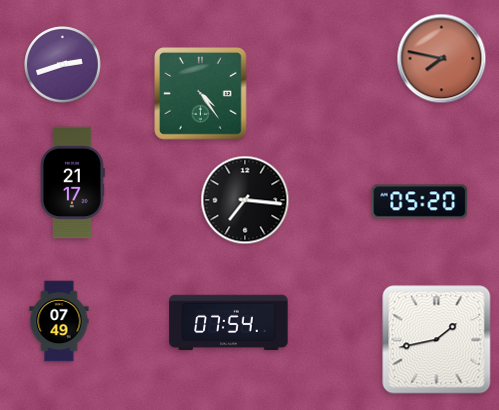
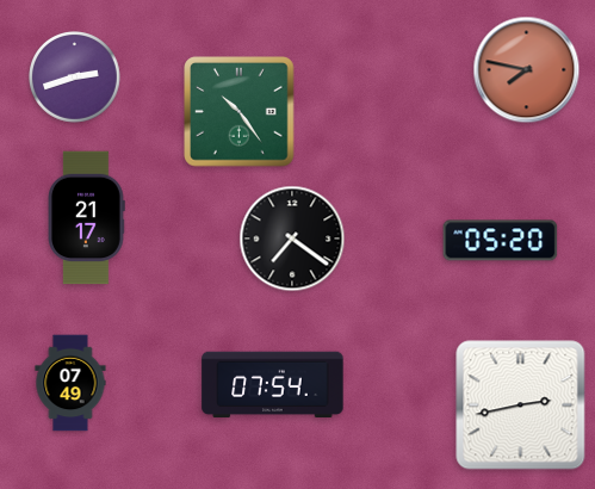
clock at (201, 94): 4:24 -> 10:24
clock at (245, 200): 7:16 -> 7:21
clock at (437, 340): 1:43 -> 2:43
